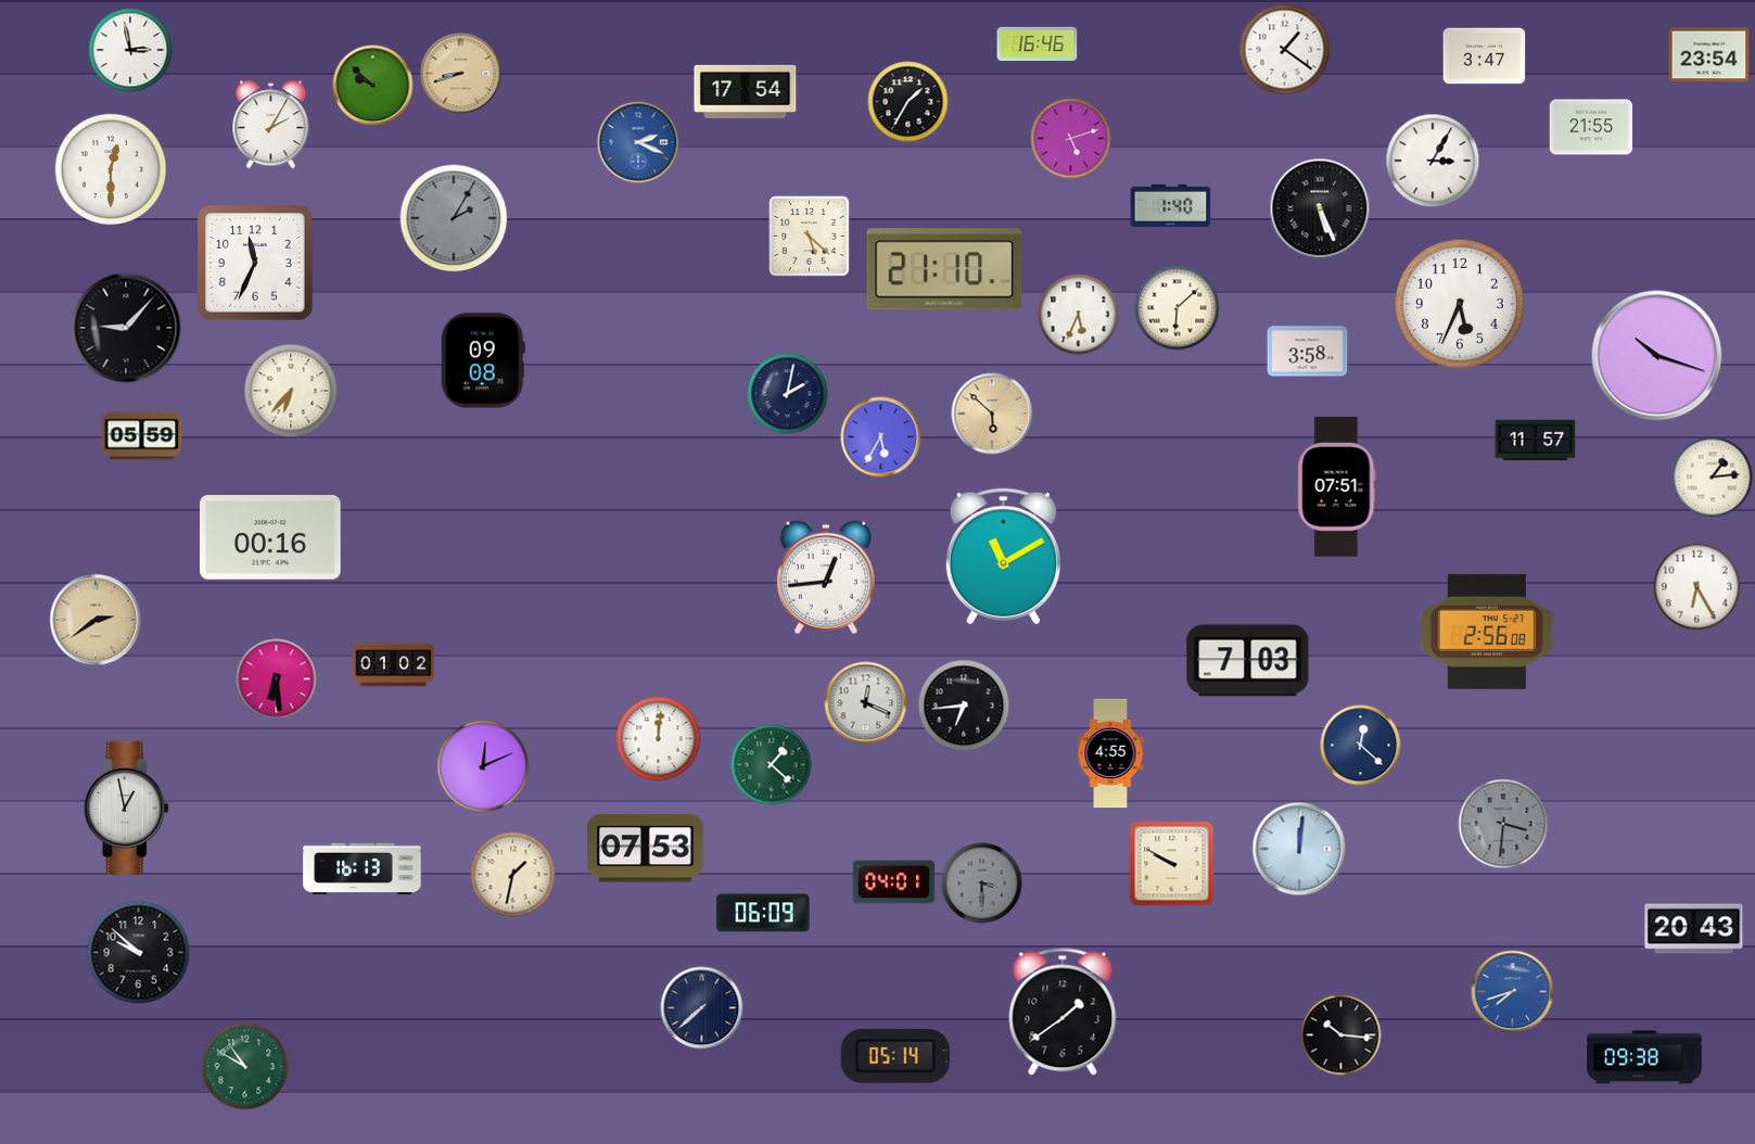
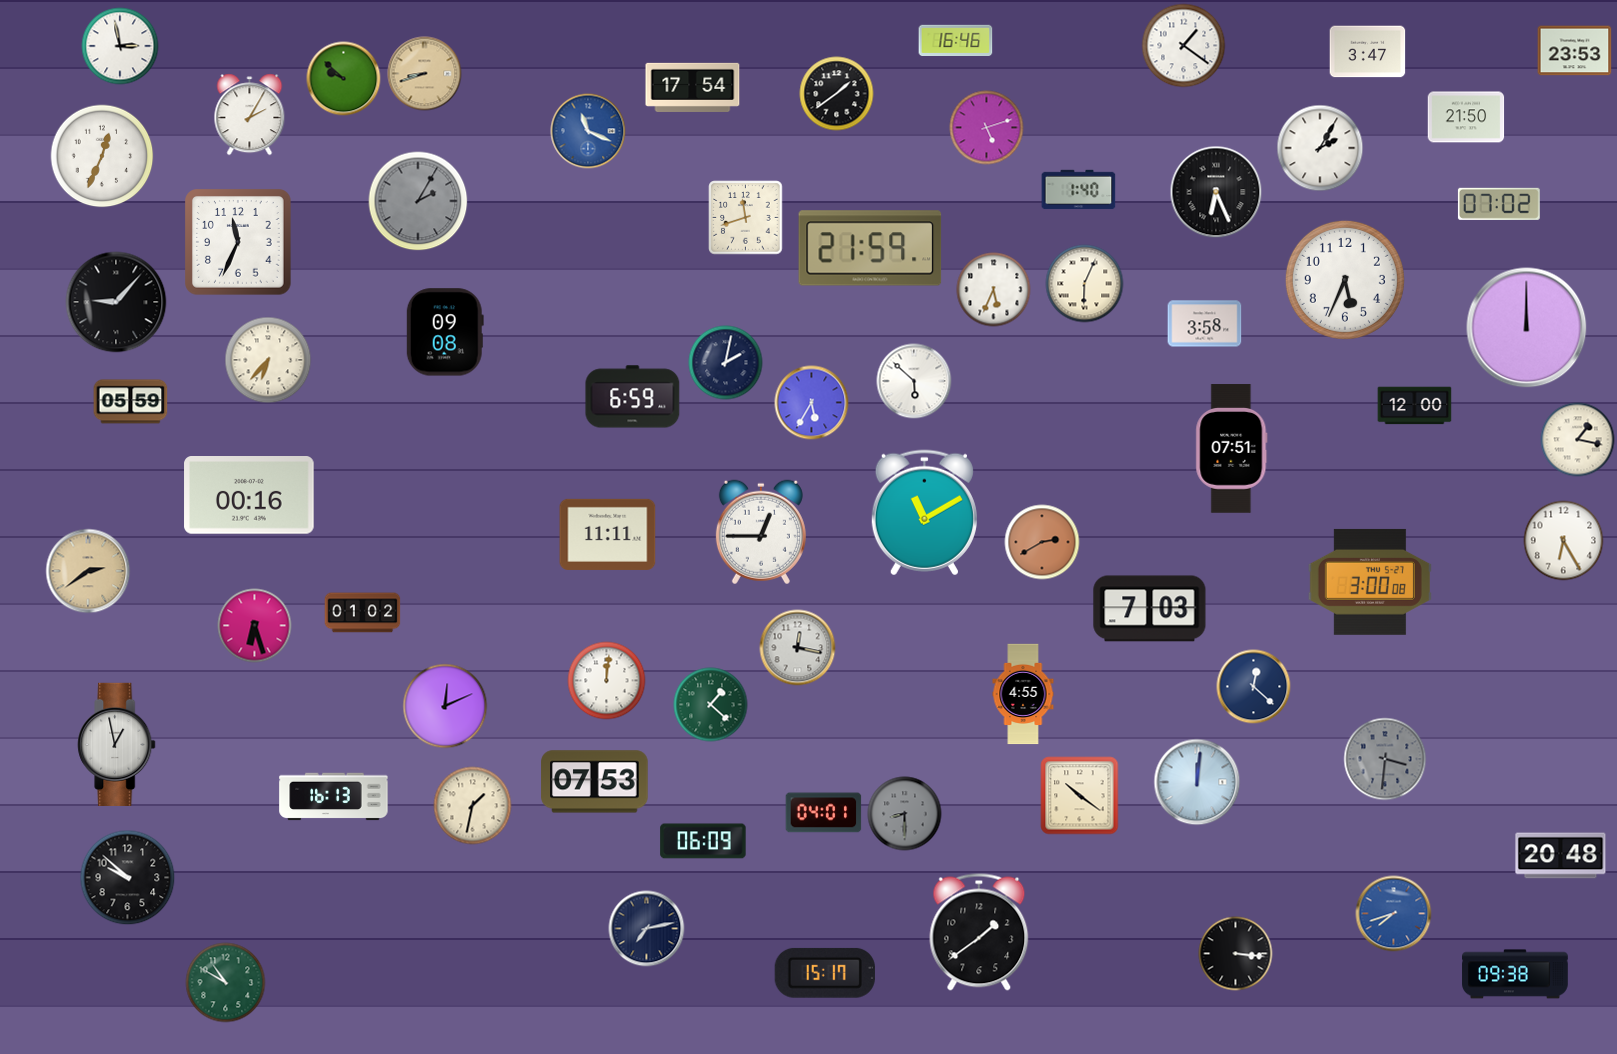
clock at (1709, 55): 23:54 -> 23:53
clock at (461, 74) position: (461, 74) -> (425, 74)
clock at (746, 91) position: (746, 91) -> (693, 87)
clock at (908, 102): 1:35 -> 1:39
clock at (1591, 127): 21:55 -> 21:50
clock at (638, 142): 2:19 -> 11:19
clock at (1433, 161): 3:05 -> 2:05
clock at (111, 169): 12:30 -> 12:34
clock at (1320, 208): 5:26 -> 6:26
clock at (1499, 204): none -> 07:02
clock at (810, 237): 5:22 -> 11:42
clock at (255, 263) position: (255, 263) -> (238, 242)
clock at (944, 269): 21:10 -> 21:59
clock at (1178, 308): 6:08 -> 6:04
clock at (1657, 356): 10:18 -> 12:00
clock at (992, 414) dial: champagne -> white
clock at (633, 397): none -> 6:59
clock at (1536, 441): 11:57 -> 12:00
clock at (1713, 478): 1:14 -> 1:17
clock at (826, 577): 12:44 -> 12:45
clock at (608, 534): none -> 11:11
clock at (1042, 542): none -> 2:40
clock at (1487, 632): 2:56 -> 3:00
clock at (277, 679): 6:29 -> 6:27
clock at (866, 703): 12:19 -> 12:17
clock at (964, 706): 6:44 -> none
clock at (1172, 864): 9:50 -> 10:21
clock at (363, 869) position: (363, 869) -> (334, 797)
clock at (982, 884): 3:30 -> 8:30
clock at (1694, 929): 20:43 -> 20:48
clock at (702, 1008): 7:38 -> 7:13
clock at (1341, 1035): 10:16 -> 3:16
clock at (895, 1056): 05:14 -> 15:17
